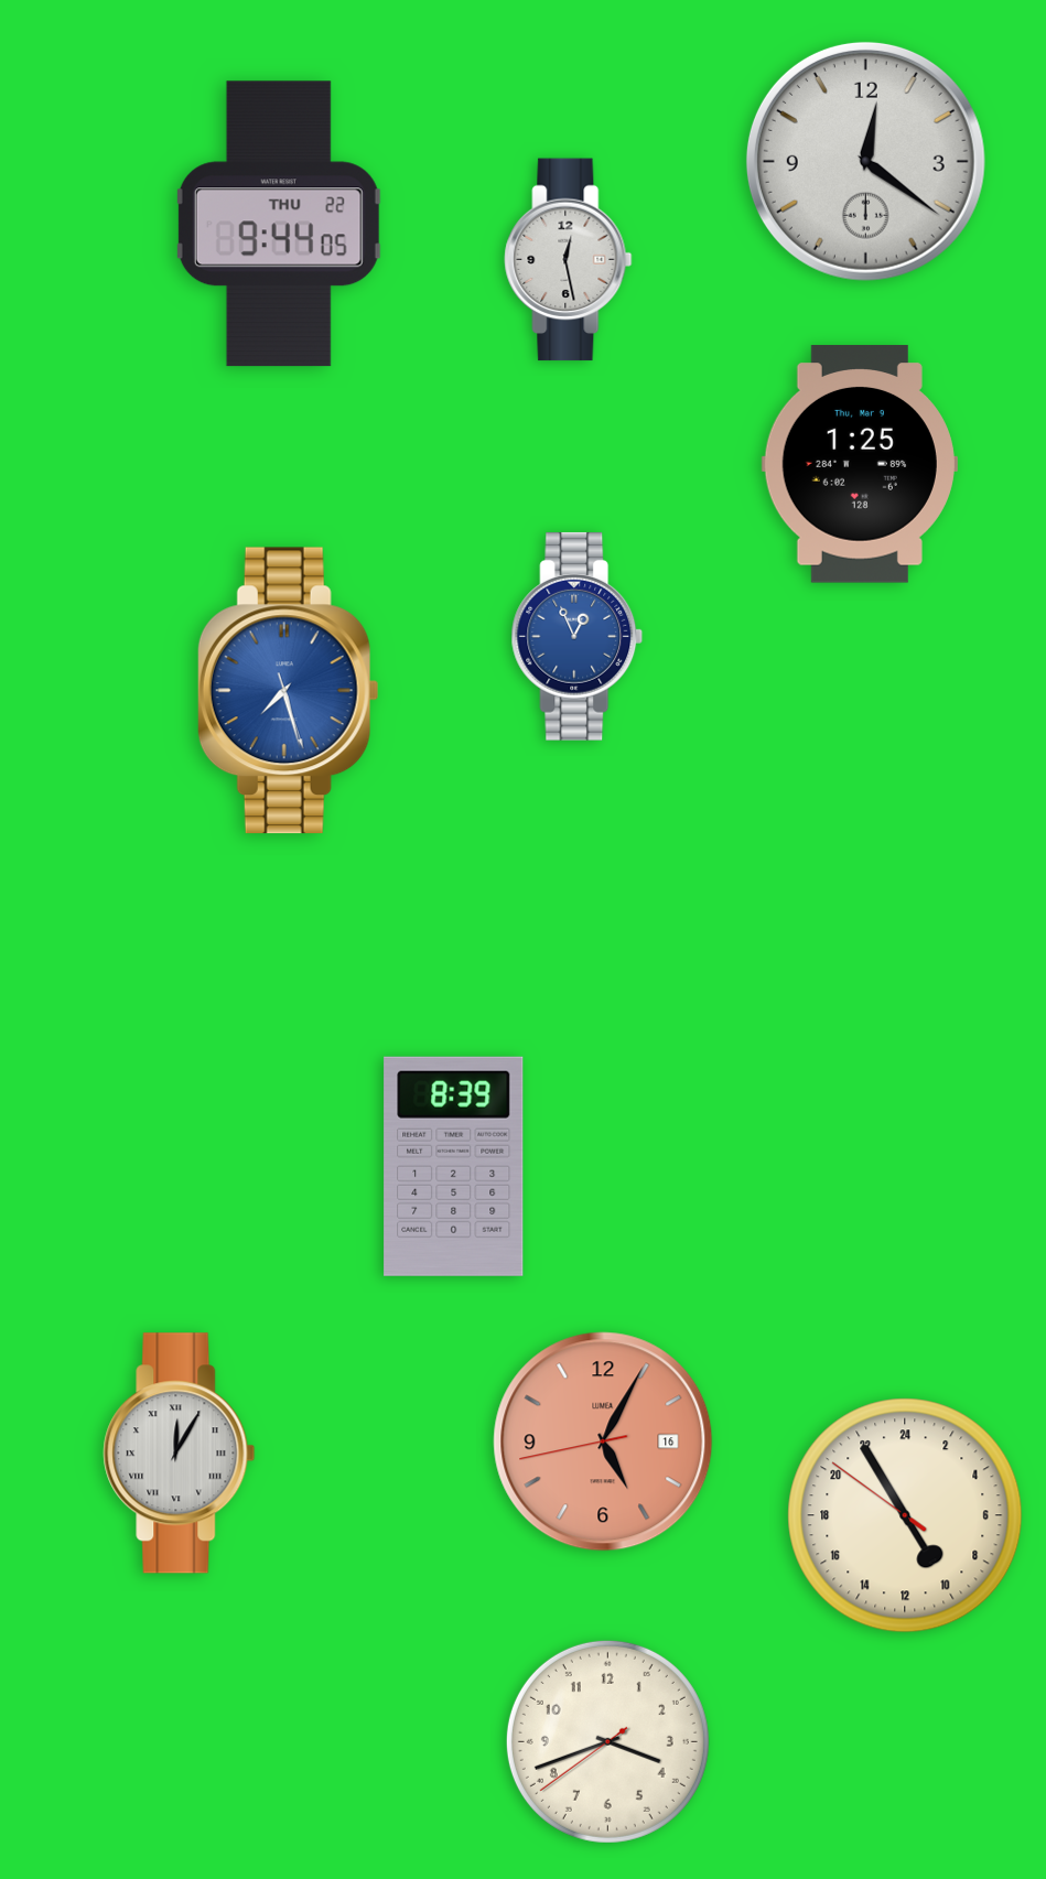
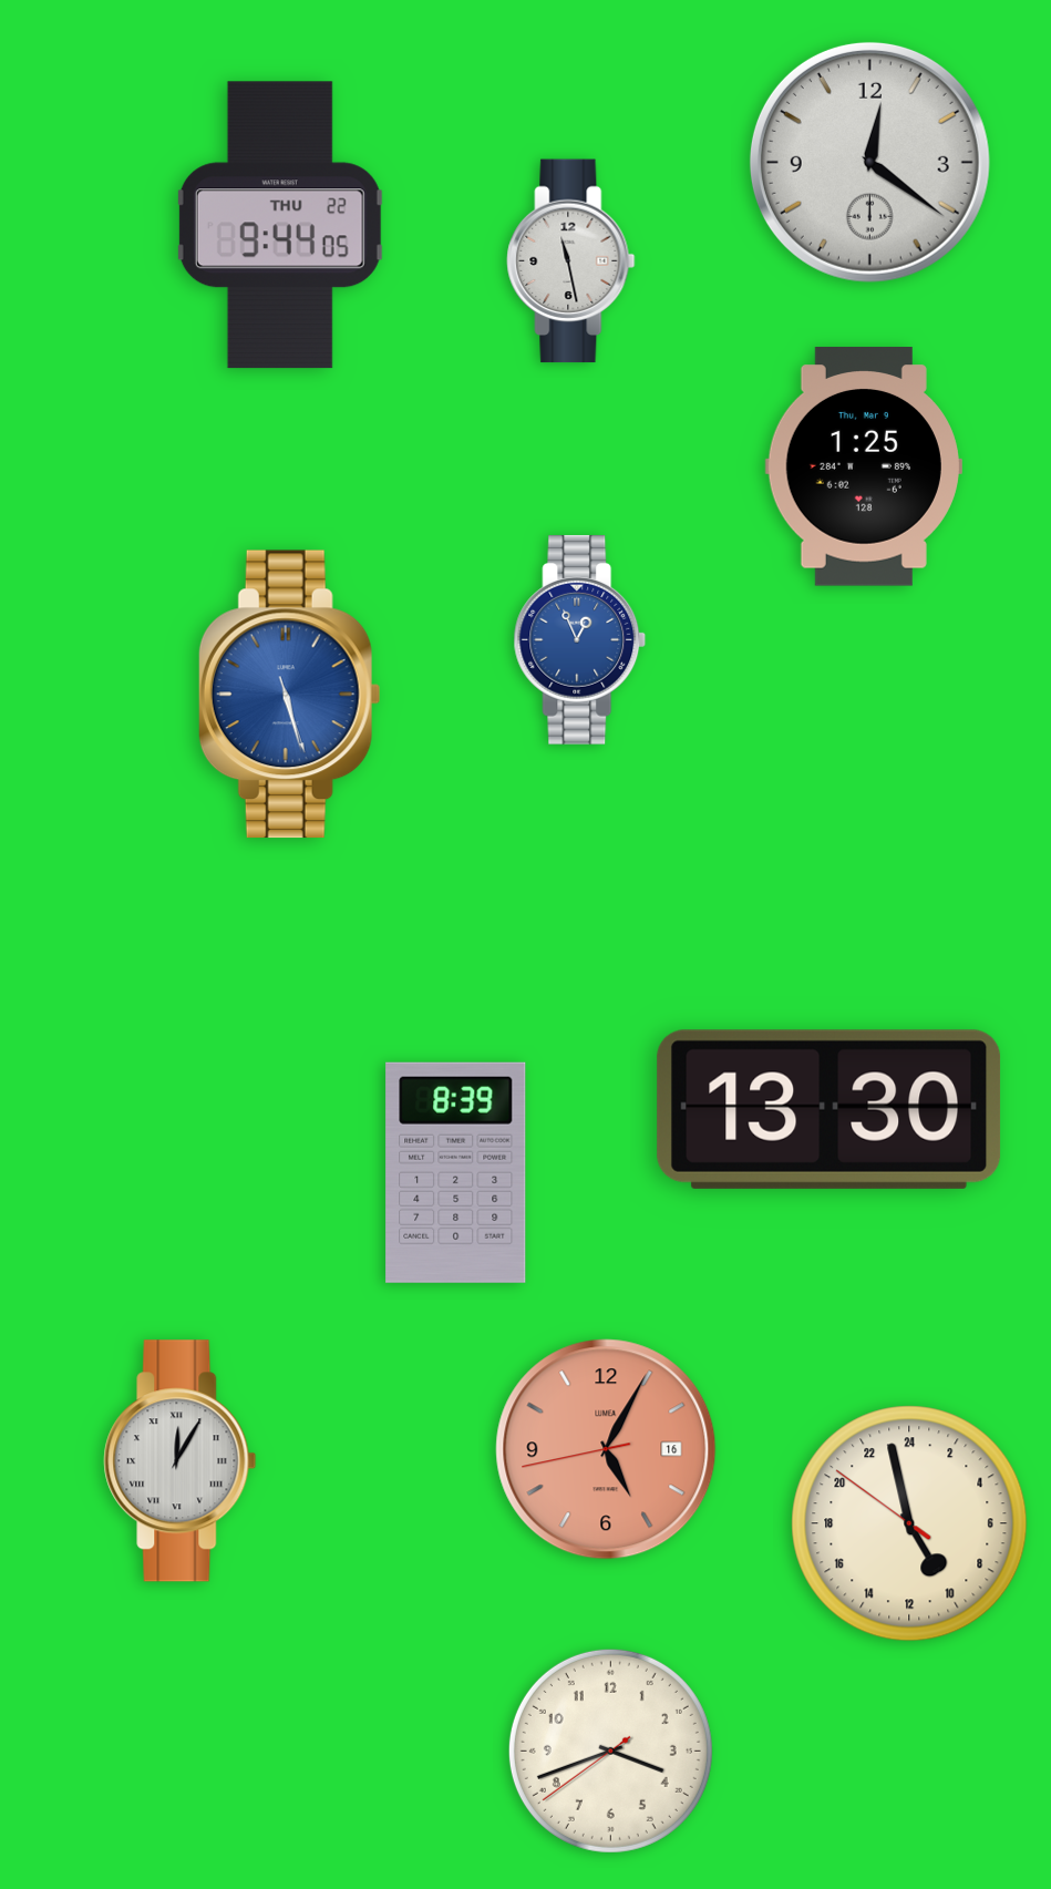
clock at (569, 260): 12:28 -> 11:28
clock at (288, 691): 7:27 -> 5:27
clock at (830, 1109): none -> 13:30
clock at (905, 1515): 9:54 -> 9:57
